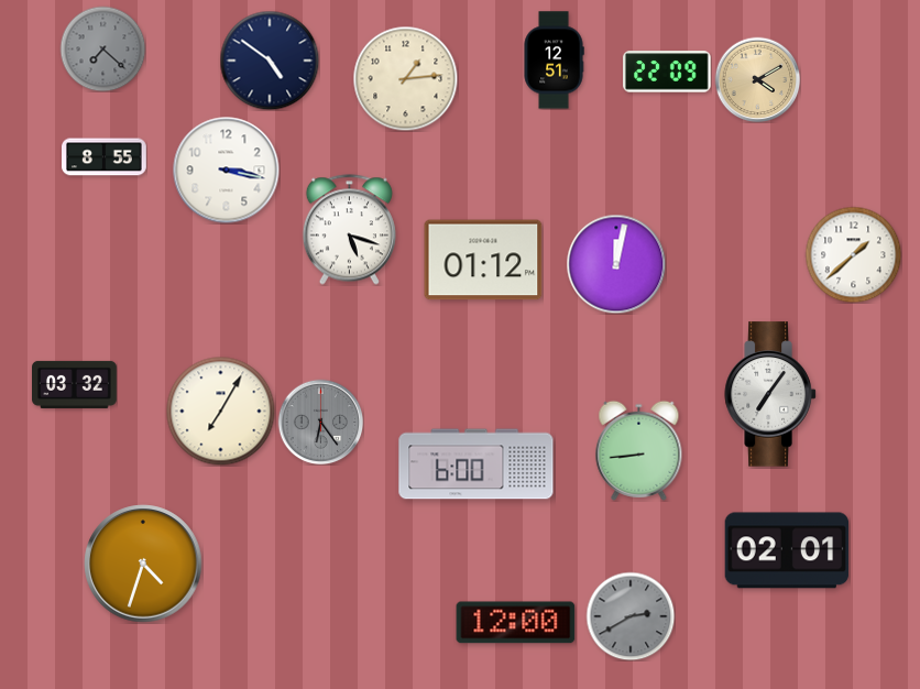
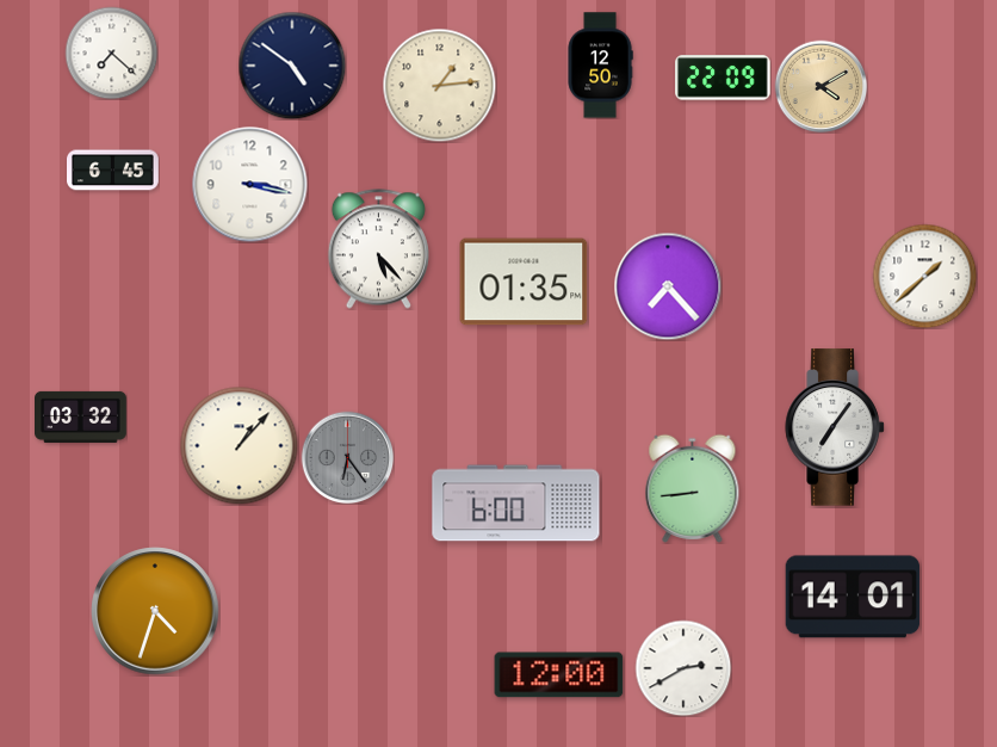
clock at (102, 48) dial: grey -> white
clock at (554, 61): 12:51 -> 12:50
clock at (105, 157): 8:55 -> 6:45
clock at (227, 171) position: (227, 171) -> (250, 185)
clock at (349, 230): 5:18 -> 5:23
clock at (483, 260): 01:12 -> 01:35
clock at (616, 264): 12:02 -> 7:23
clock at (221, 412): 7:05 -> 1:07
clock at (787, 550): 02:01 -> 14:01
clock at (631, 616) dial: grey -> white
